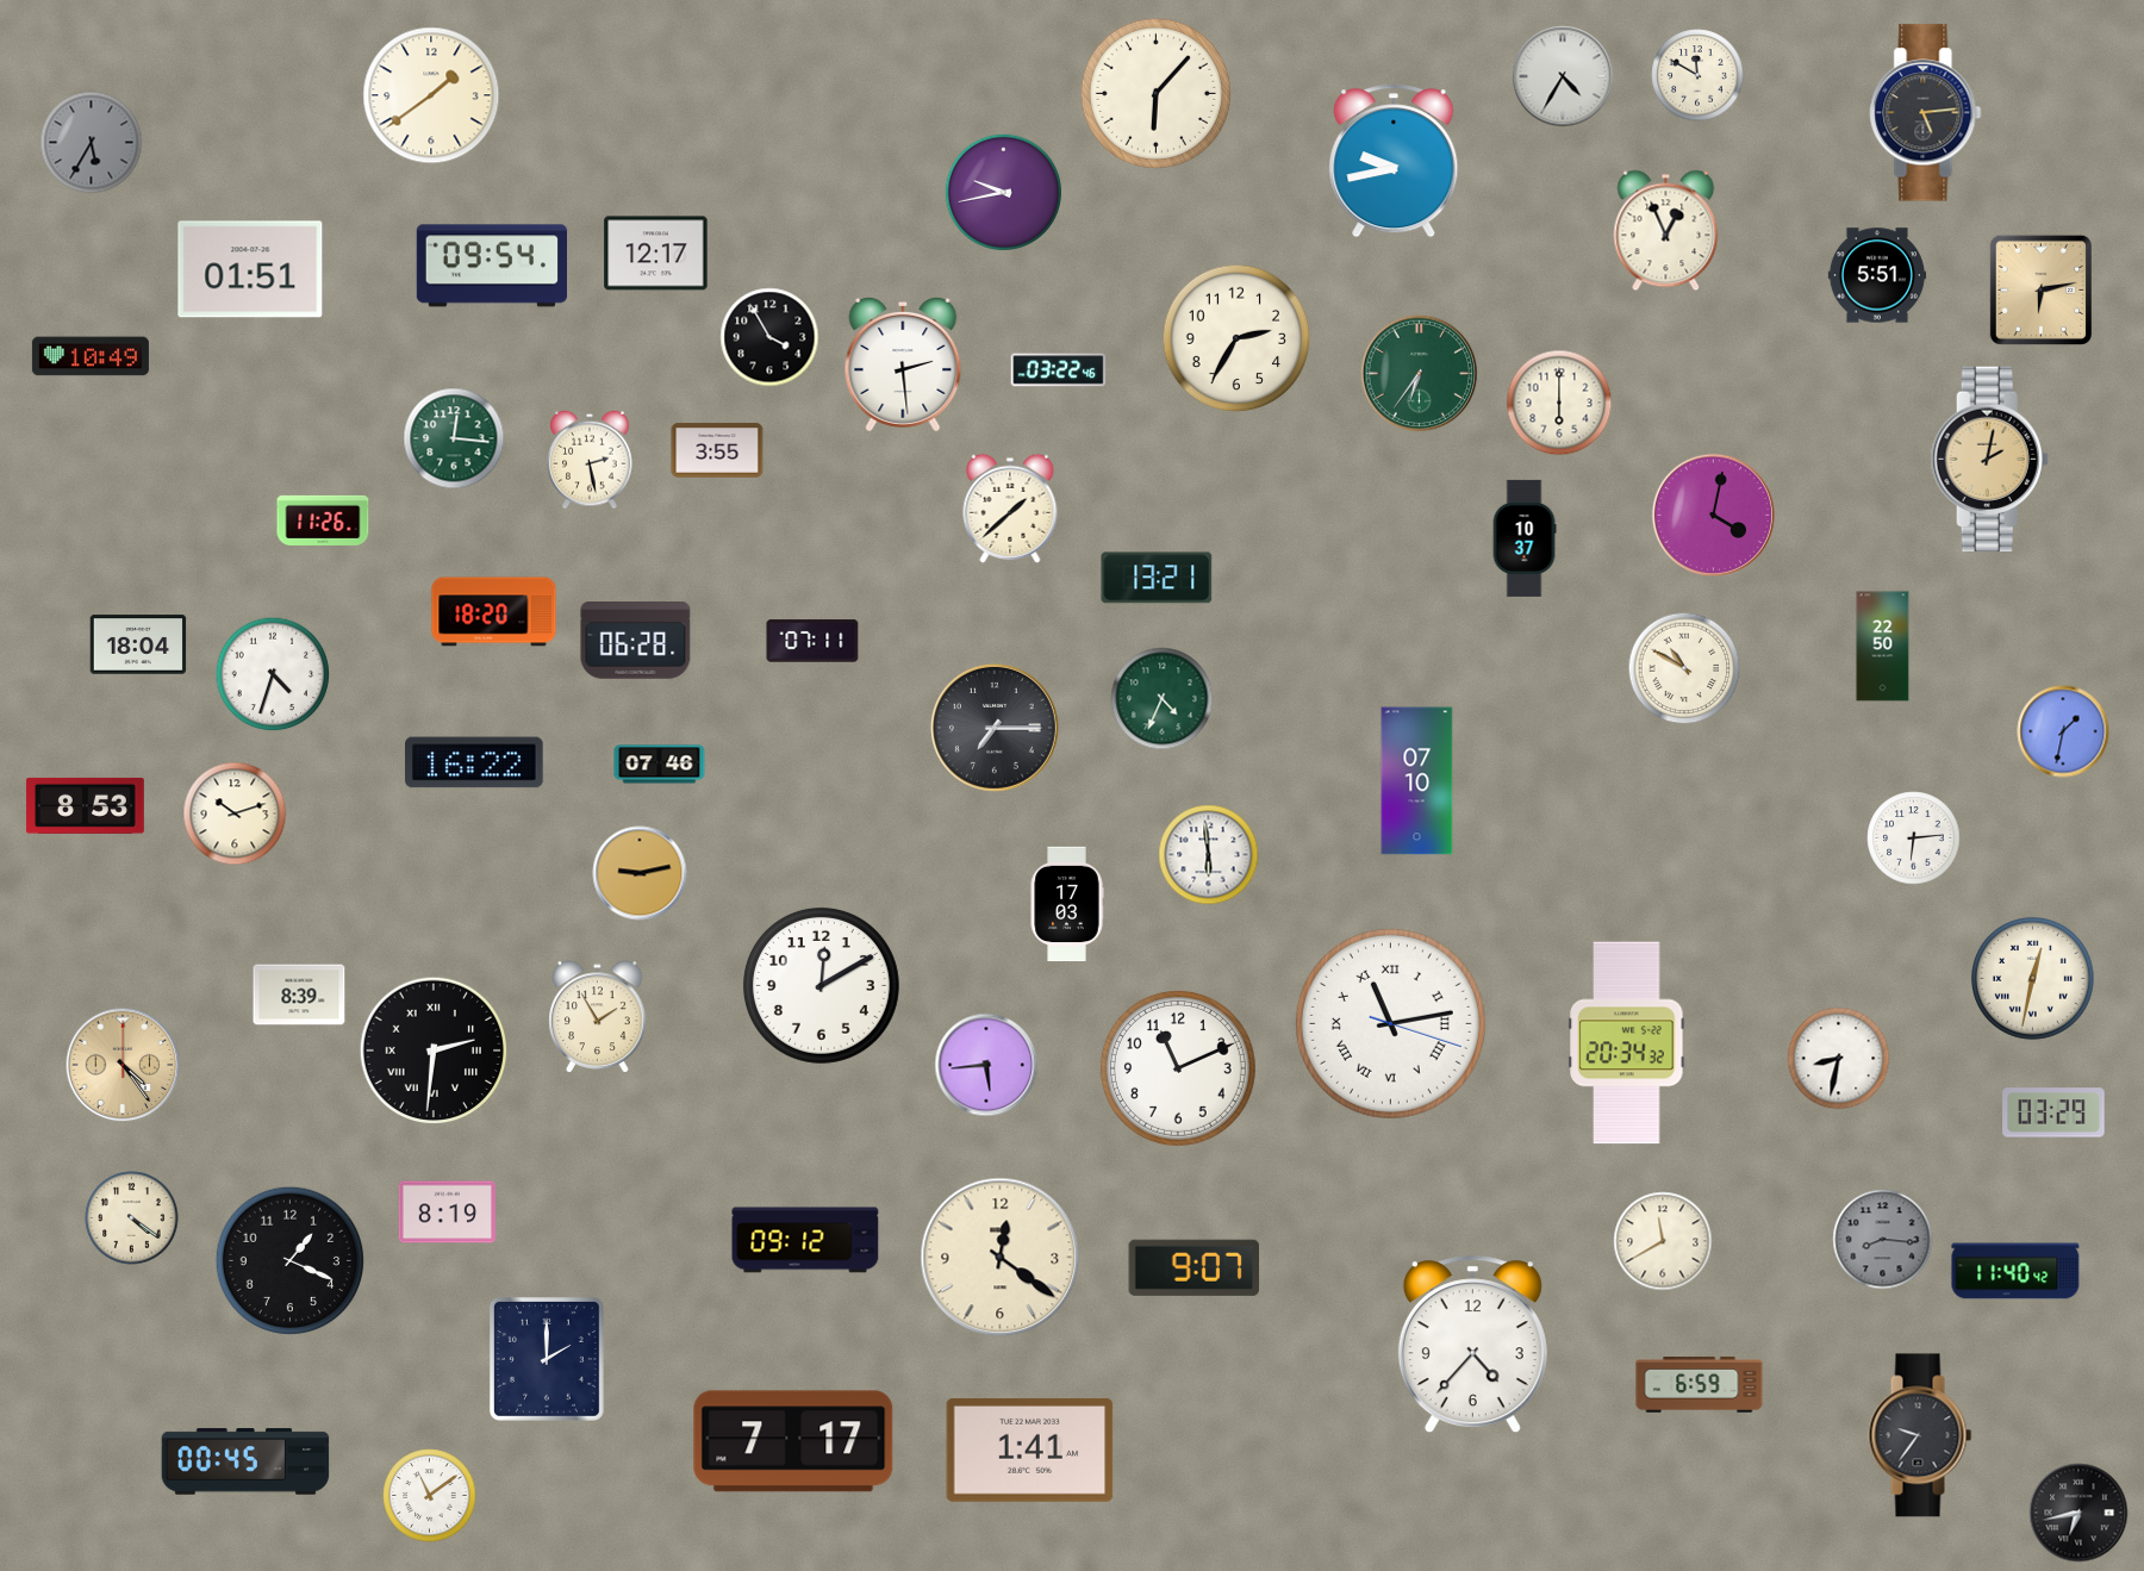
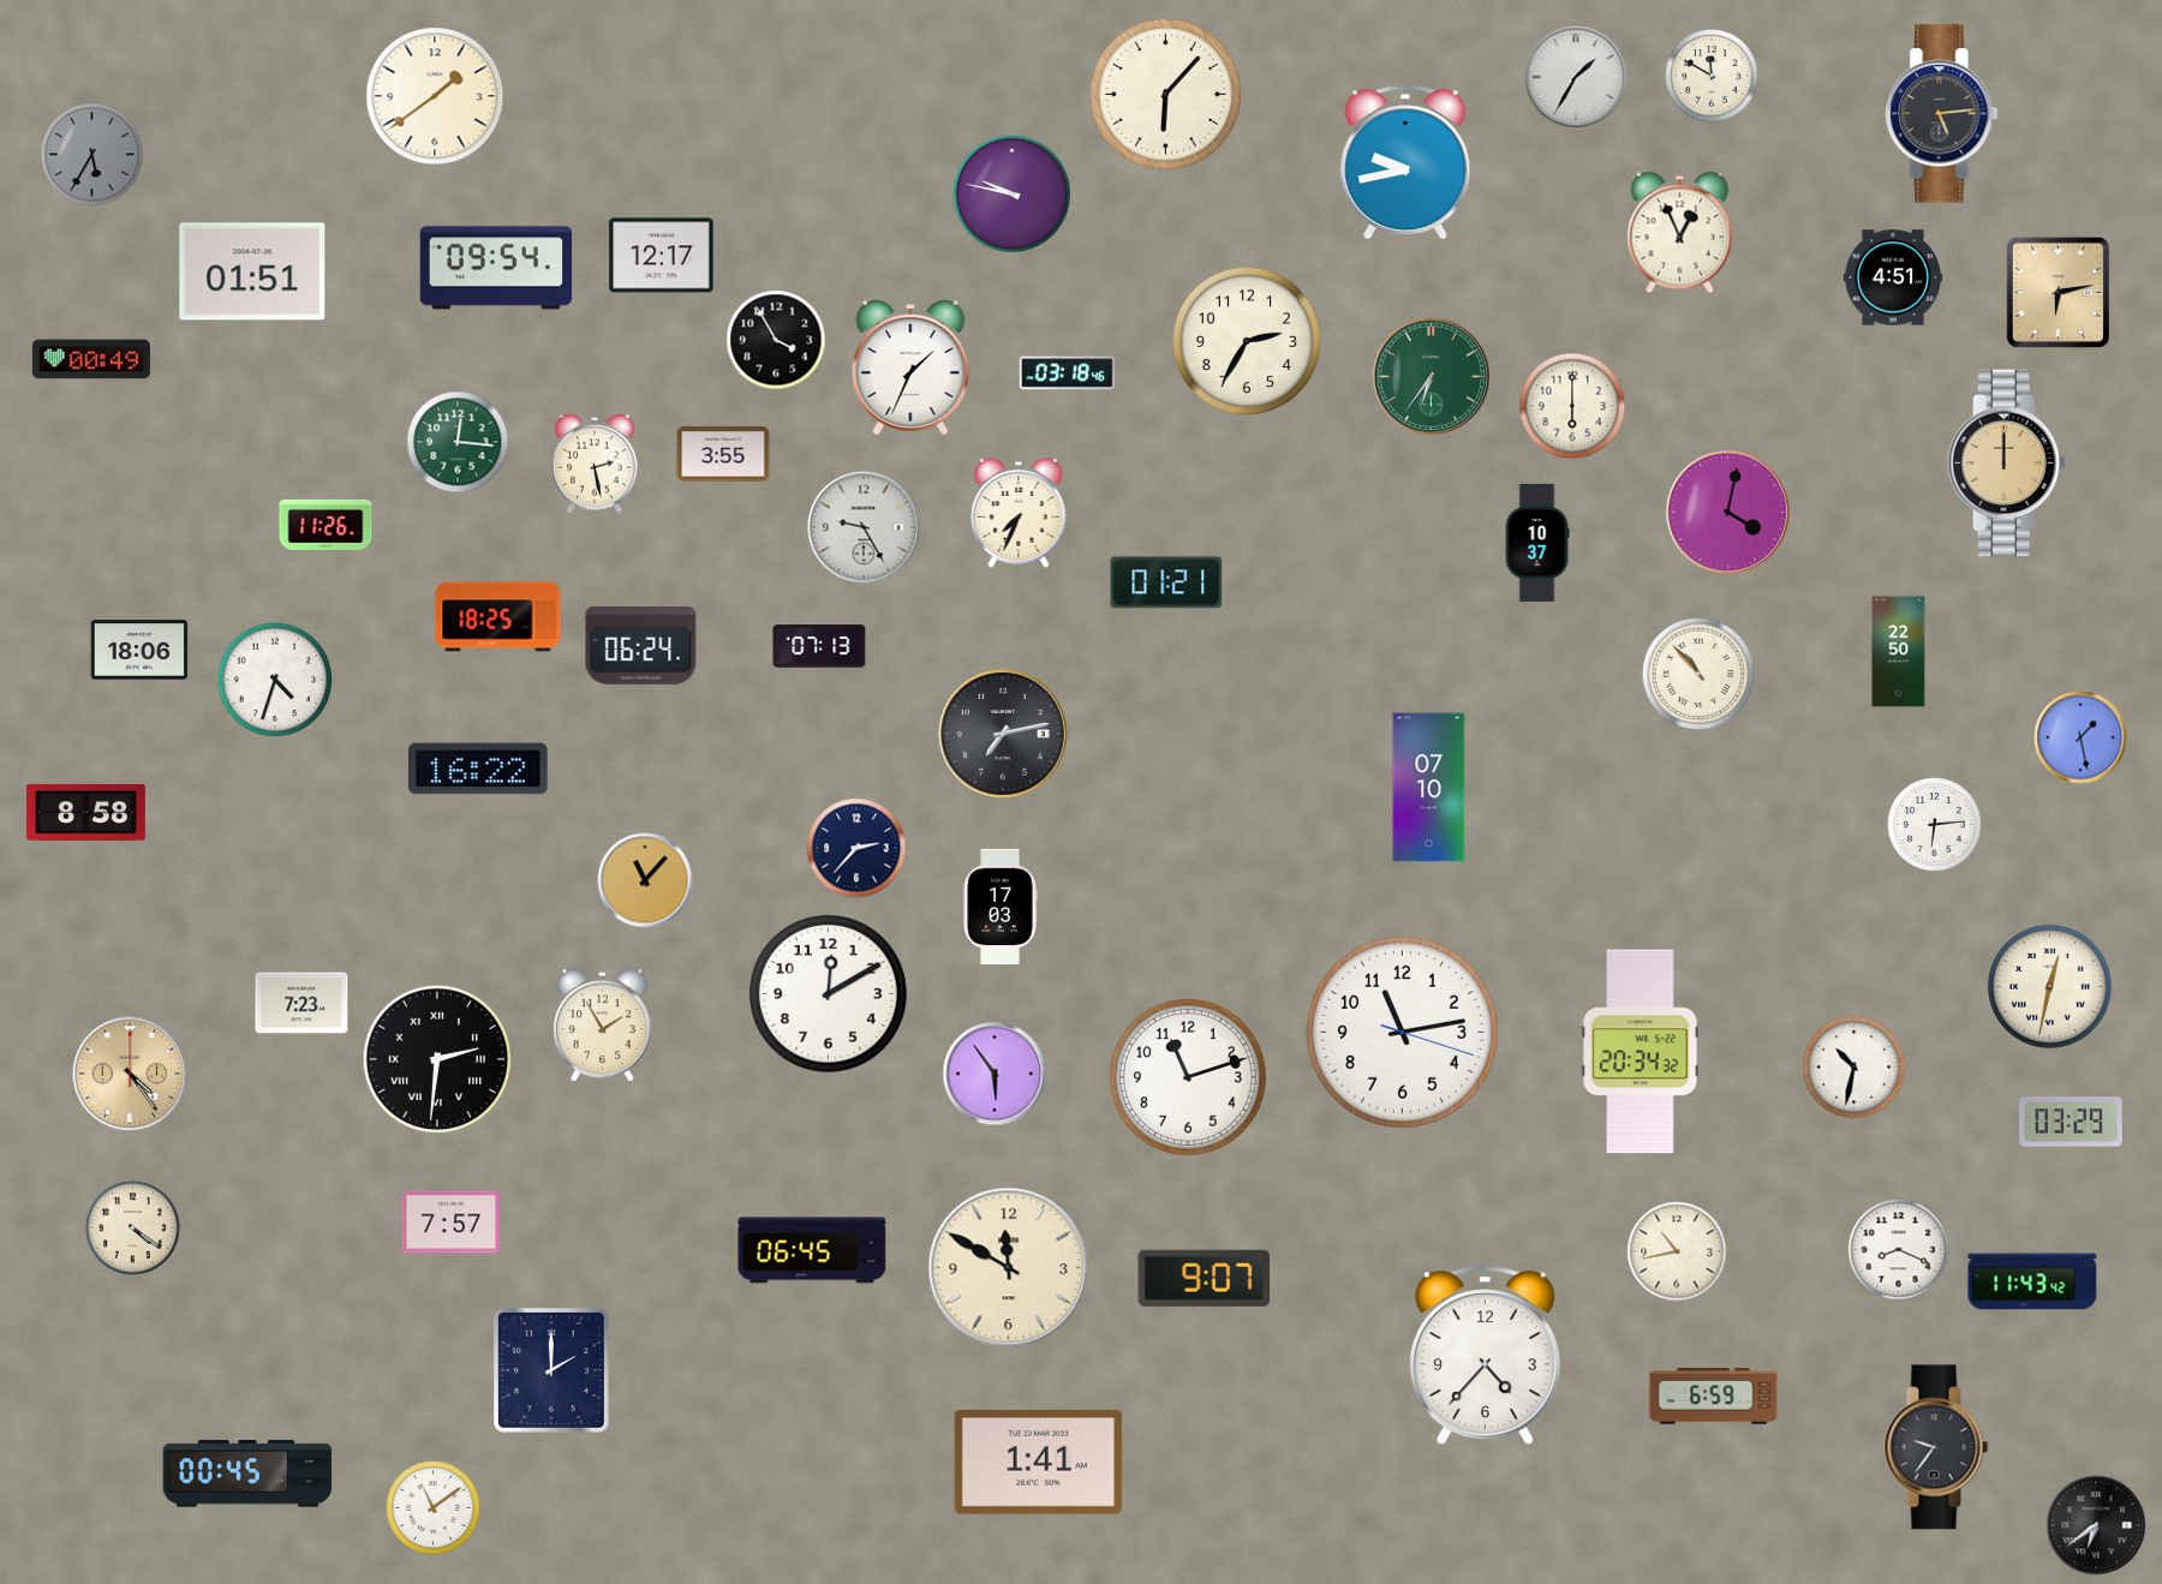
clock at (1563, 76): 4:35 -> 1:35
clock at (92, 143) position: (92, 143) -> (92, 155)
clock at (1003, 192): 9:43 -> 9:47
clock at (1877, 275): 5:51 -> 4:51
clock at (91, 356): 10:49 -> 00:49
clock at (903, 364): 2:29 -> 1:34
clock at (1059, 370): 03:22 -> 03:18
clock at (1989, 460): 2:02 -> 12:00
clock at (1010, 509): 1:38 -> 7:34
clock at (1713, 515) position: (1713, 515) -> (1727, 512)
clock at (864, 527): none -> 9:25
clock at (1157, 578): 13:21 -> 01:21
clock at (494, 612): 18:20 -> 18:25
clock at (636, 641): 06:28 -> 06:24
clock at (812, 641): 07:11 -> 07:13
clock at (138, 644): 18:04 -> 18:06
clock at (1684, 668): 10:50 -> 10:53
clock at (1163, 699): 4:34 -> none
clock at (995, 728): 7:15 -> 7:13
clock at (2063, 731): 1:32 -> 1:28
clock at (660, 765): 07:46 -> none
clock at (85, 805): 8:53 -> 8:58
clock at (235, 813): 10:12 -> none
clock at (1914, 839) position: (1914, 839) -> (1935, 825)
clock at (856, 848): none -> 2:37
clock at (1209, 855): 5:59 -> none
clock at (640, 873): 9:13 -> 11:07
clock at (1067, 904) position: (1067, 904) -> (1001, 907)
clock at (299, 995): 8:39 -> 7:23
clock at (1390, 1023) numerals: Roman -> Arabic
clock at (1839, 1059): 8:32 -> 10:32
clock at (123, 1065) position: (123, 1065) -> (130, 1074)
clock at (986, 1065): 5:44 -> 5:54
clock at (1178, 1068): 11:11 -> 11:12
clock at (448, 1212): 8:19 -> 7:57
clock at (805, 1240): 09:12 -> 06:45
clock at (1883, 1240): 8:16 -> 8:19
clock at (1883, 1240) dial: grey -> white
clock at (1663, 1241): 11:40 -> 10:43
clock at (1001, 1258): 12:21 -> 11:50
clock at (289, 1261): 1:19 -> none
clock at (2015, 1271): 11:40 -> 11:43
clock at (793, 1441): 7:17 -> none
clock at (2078, 1513): 6:43 -> 6:39
